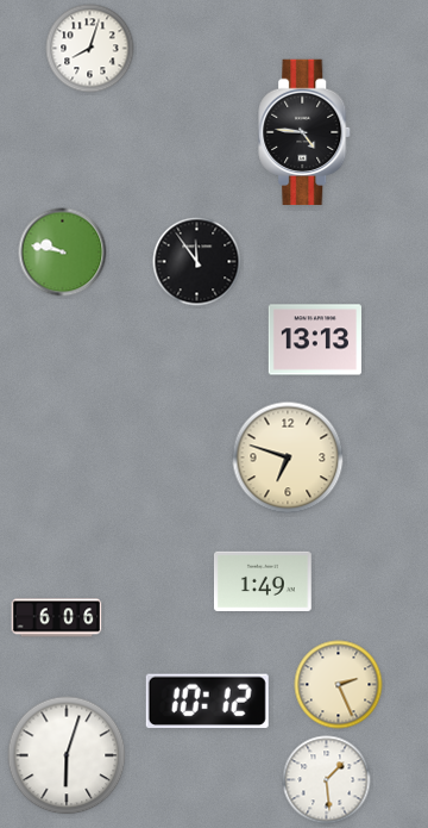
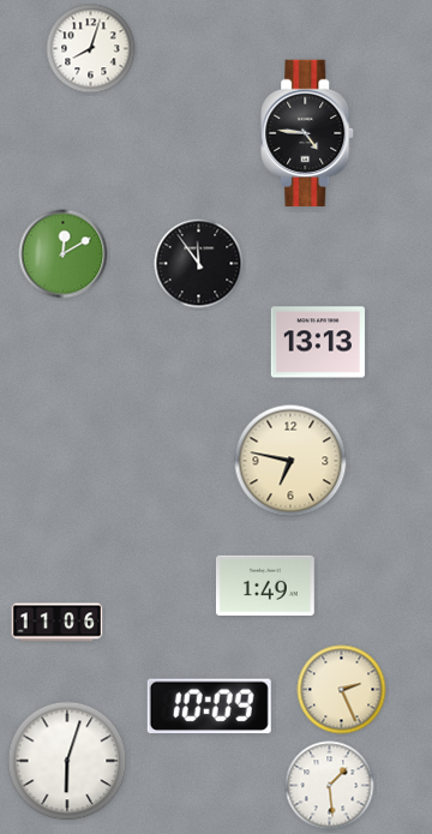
clock at (63, 253): 9:47 -> 12:10
clock at (288, 457): 6:48 -> 6:47
clock at (57, 618): 6:06 -> 11:06
clock at (207, 701): 10:12 -> 10:09
